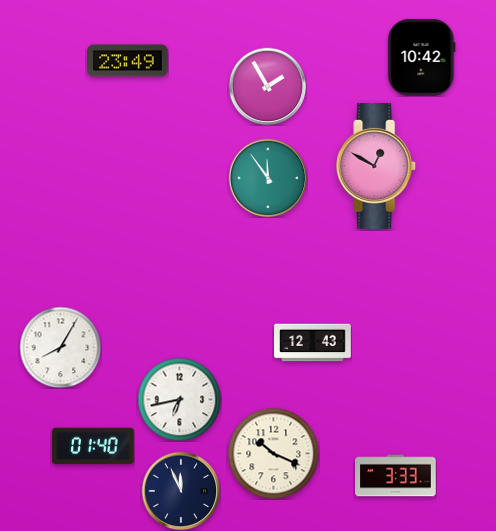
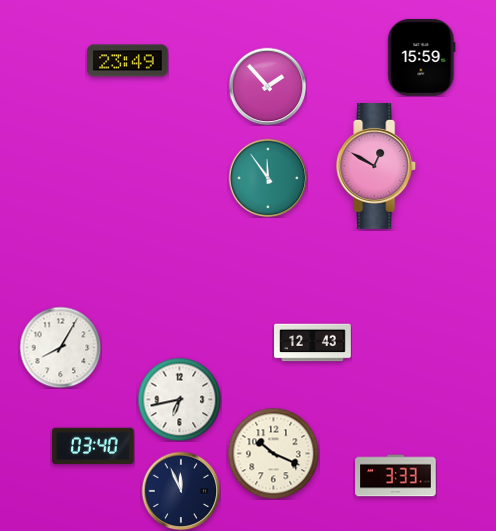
clock at (422, 57): 10:42 -> 15:59
clock at (267, 86): 1:55 -> 1:53
clock at (93, 446): 01:40 -> 03:40
